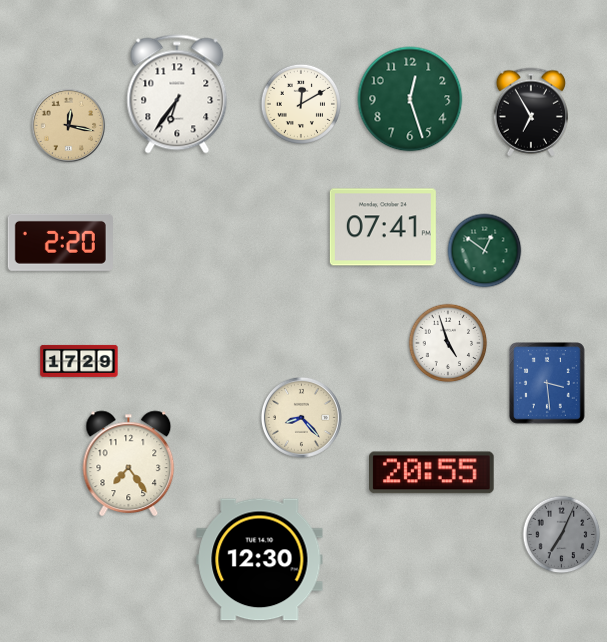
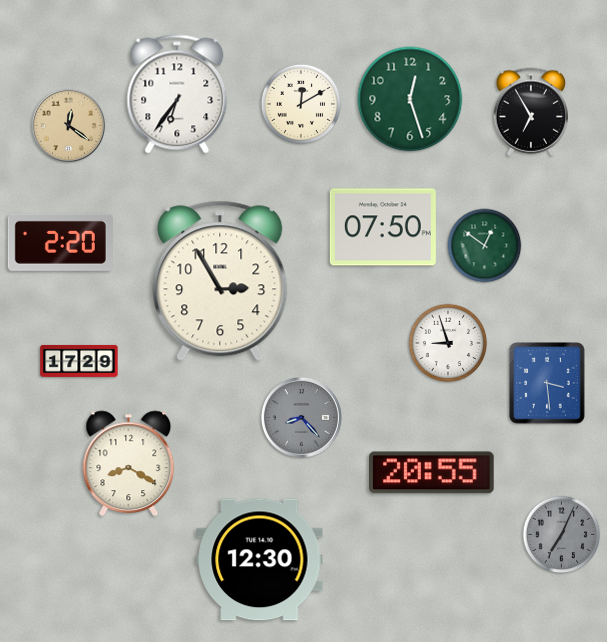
clock at (69, 126): 12:17 -> 12:21
clock at (383, 227): 07:41 -> 07:50
clock at (485, 251) position: (485, 251) -> (485, 246)
clock at (220, 281): none -> 2:55
clock at (448, 343): 4:57 -> 8:57
clock at (301, 417) dial: cream -> grey
clock at (129, 464): 7:24 -> 8:20
